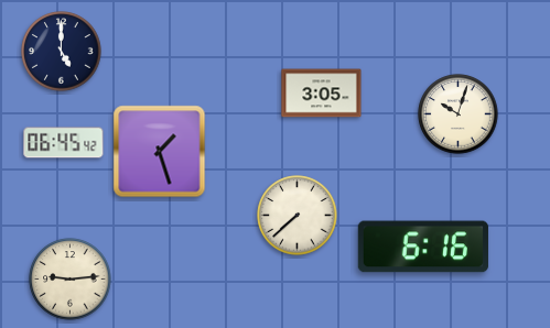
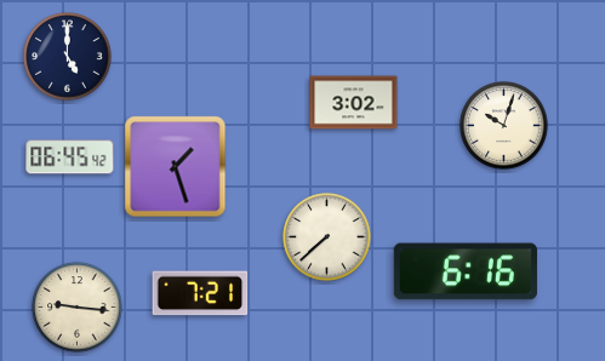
clock at (322, 94): 3:05 -> 3:02
clock at (200, 293): none -> 7:21
clock at (71, 280): 9:14 -> 9:16
